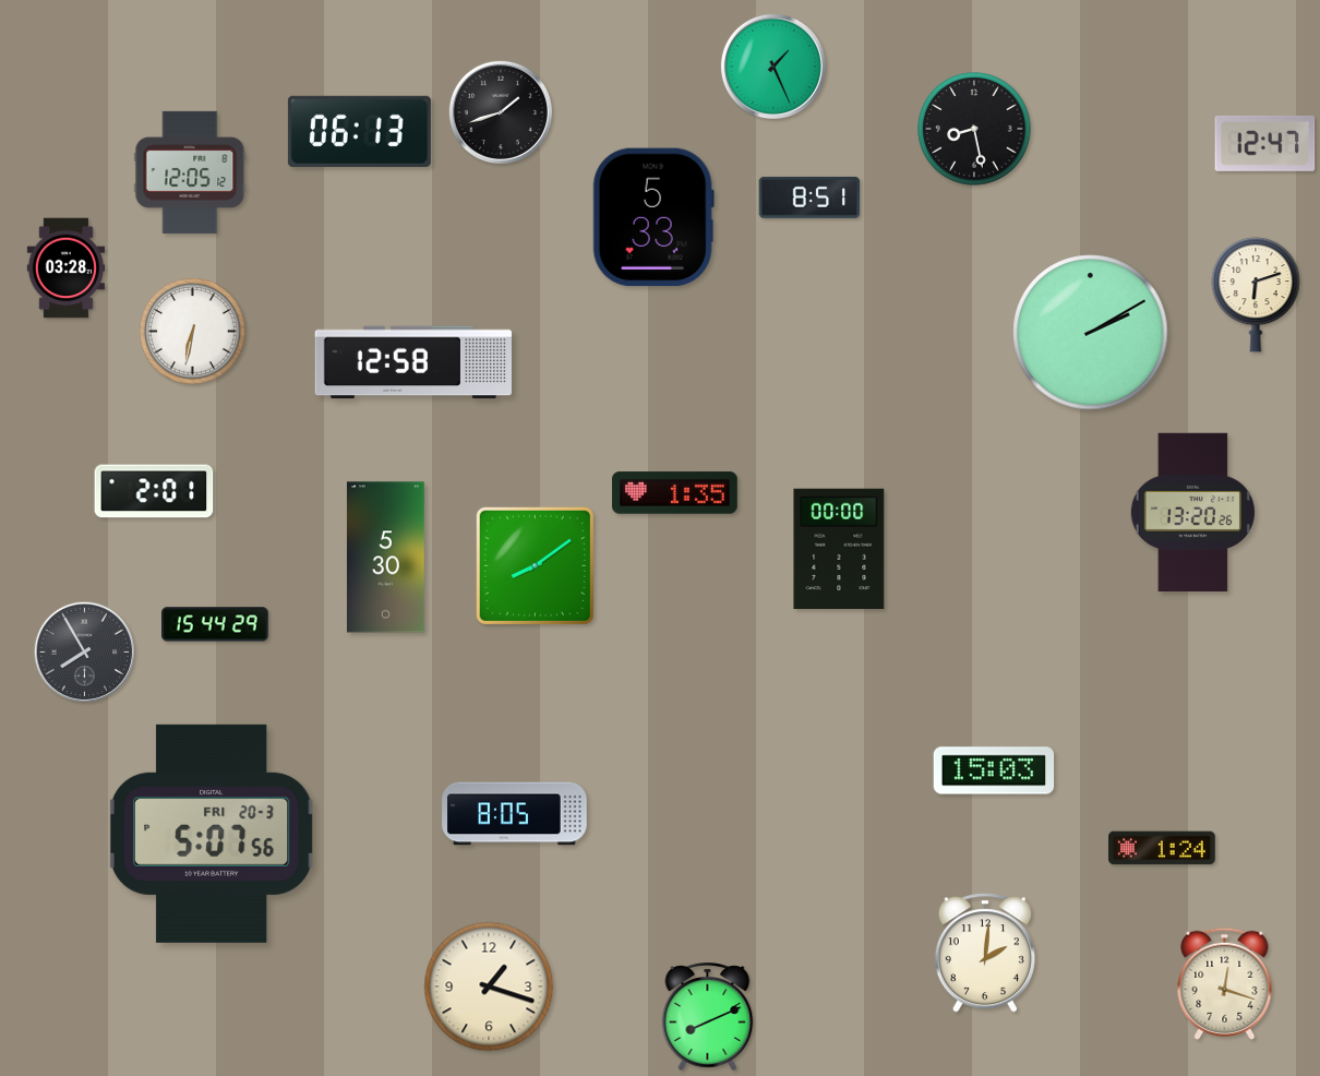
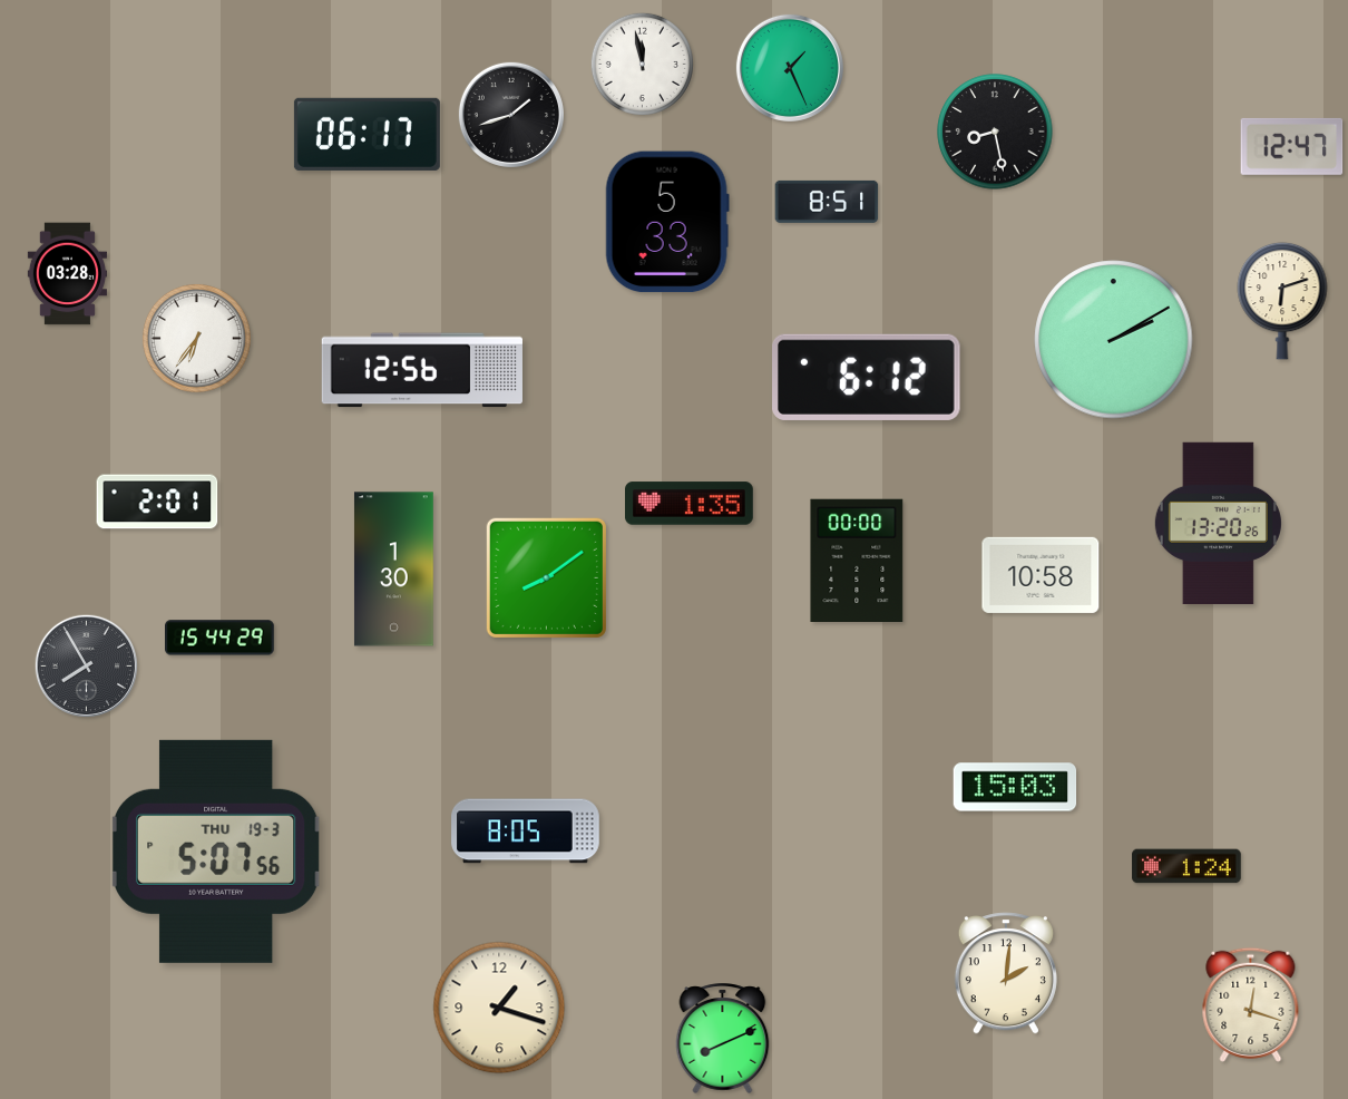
clock at (642, 64): none -> 11:58
clock at (359, 131): 06:13 -> 06:17
clock at (190, 172): 12:05 -> none
clock at (192, 331): 6:32 -> 6:36
clock at (413, 362): 12:58 -> 12:56
clock at (867, 377): none -> 6:12
clock at (385, 558): 5:30 -> 1:30
clock at (1041, 575): none -> 10:58
clock at (212, 834) date: FRI 20-3 -> THU 19-3
